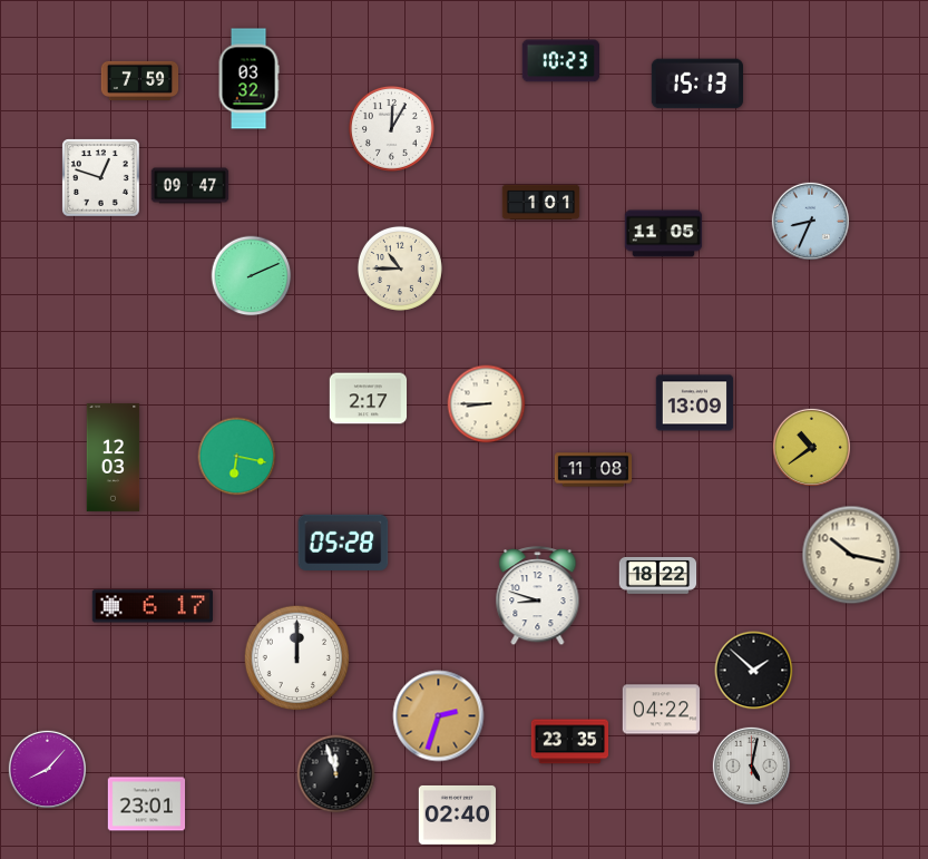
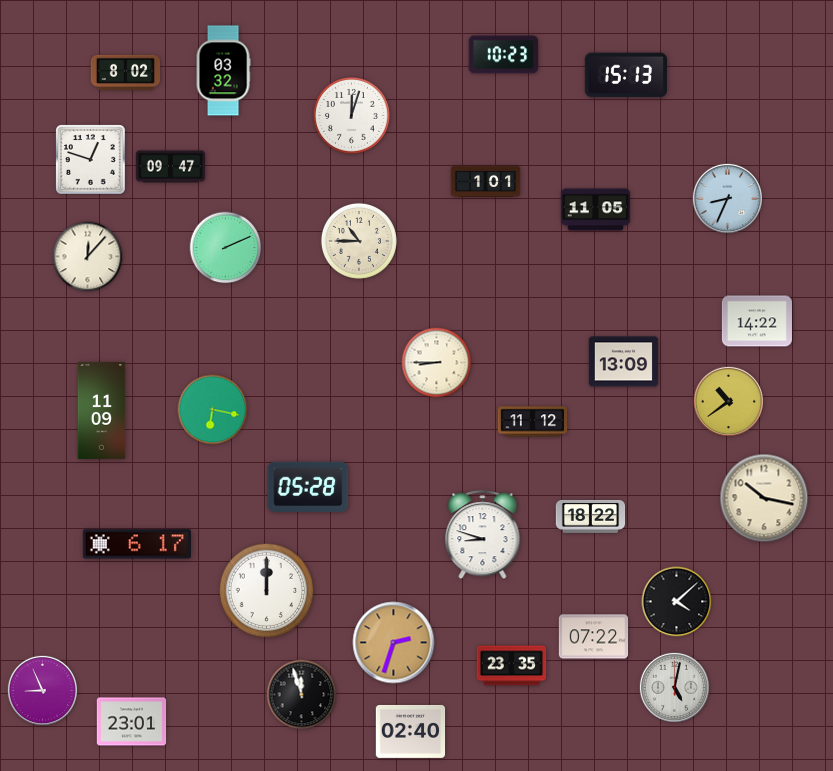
clock at (140, 80): 7:59 -> 8:02
clock at (391, 128): 12:05 -> 12:03
clock at (88, 257): none -> 12:07
clock at (757, 321): none -> 14:22
clock at (369, 399): 2:17 -> none
clock at (114, 457): 12:03 -> 11:09
clock at (594, 470): 11:08 -> 11:12
clock at (754, 671): 1:52 -> 4:08
clock at (662, 710): 04:22 -> 07:22
clock at (47, 769): 8:07 -> 8:56
